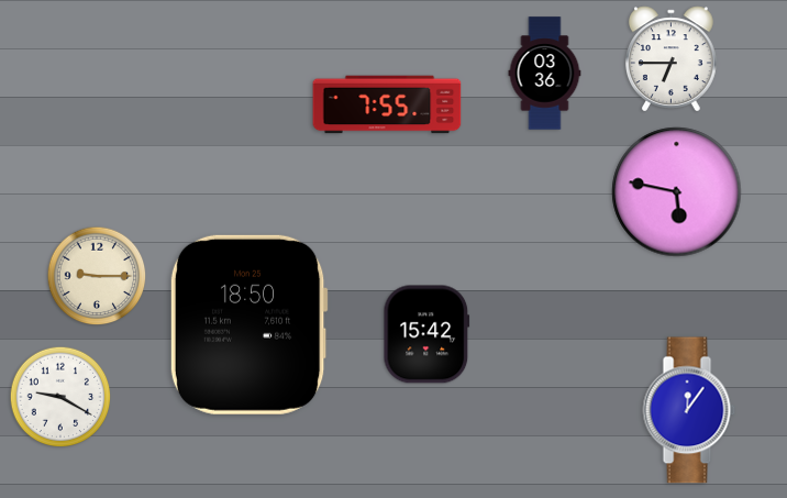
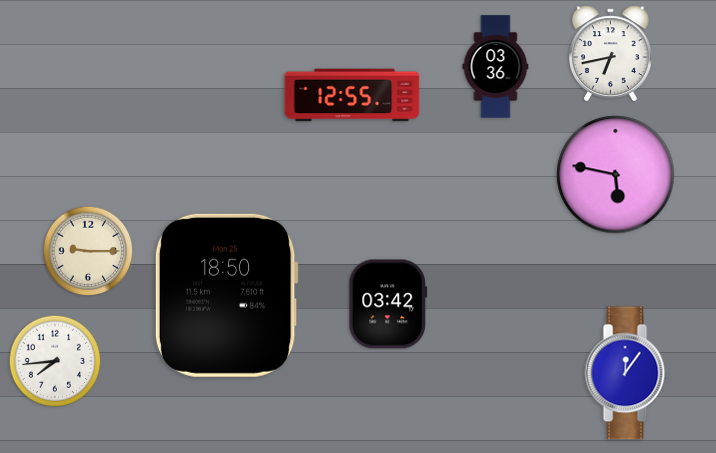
clock at (672, 59): 6:45 -> 6:43
clock at (387, 104): 7:55 -> 12:55
clock at (426, 334): 15:42 -> 03:42
clock at (60, 397): 9:20 -> 7:44
